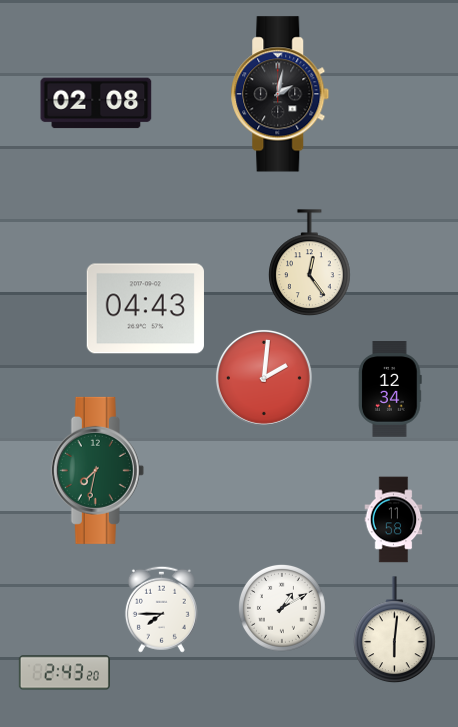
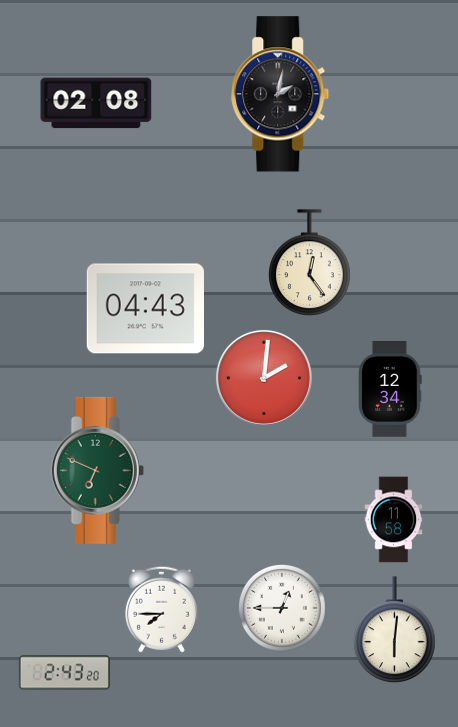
clock at (97, 470): 7:32 -> 6:49
clock at (282, 608): 1:10 -> 12:45
